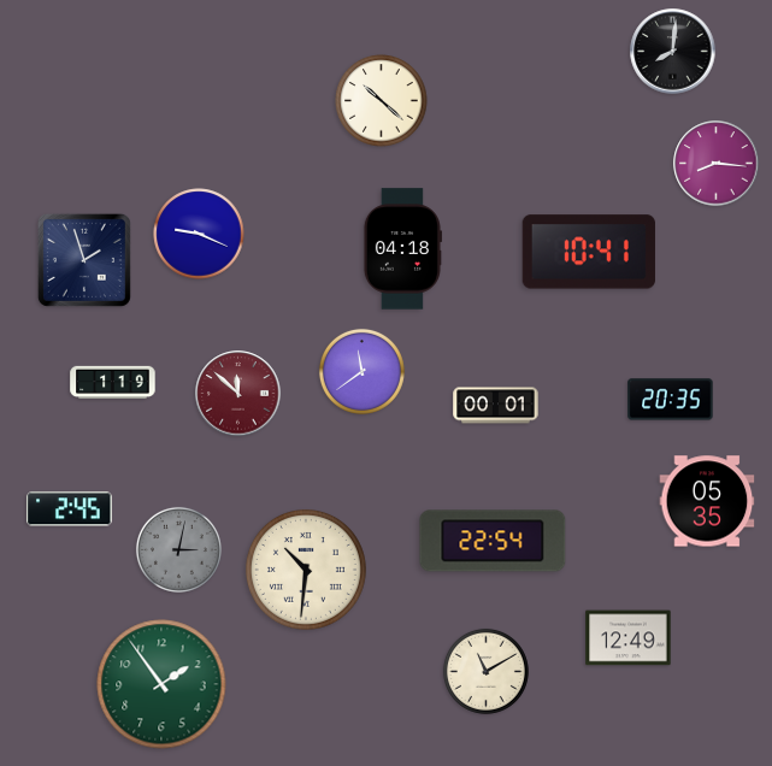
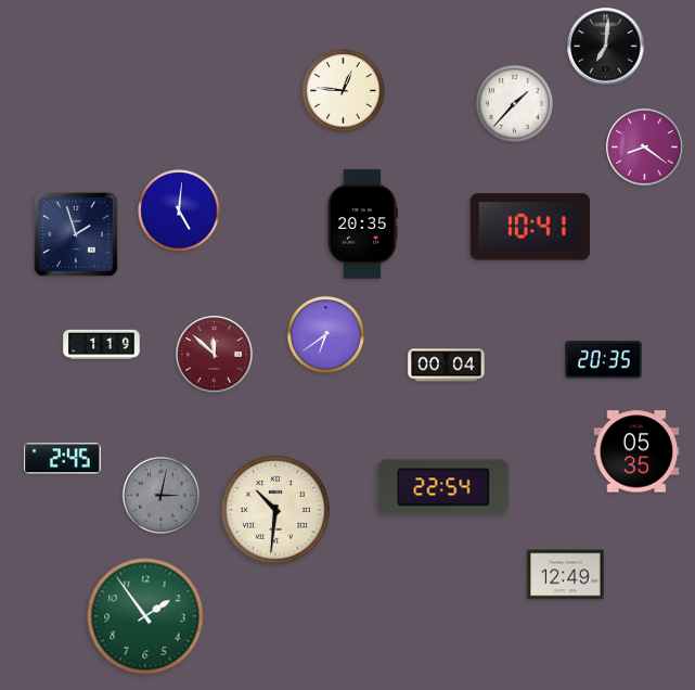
clock at (673, 52): 8:01 -> 7:01
clock at (382, 101): 10:22 -> 12:46
clock at (514, 103): none -> 1:37
clock at (717, 164): 8:16 -> 8:21
clock at (199, 234): 9:19 -> 5:01
clock at (402, 249): 04:18 -> 20:35
clock at (361, 371): 11:39 -> 6:39
clock at (496, 406): 00:01 -> 00:04
clock at (306, 570) position: (306, 570) -> (275, 510)
clock at (485, 671): 11:10 -> none
